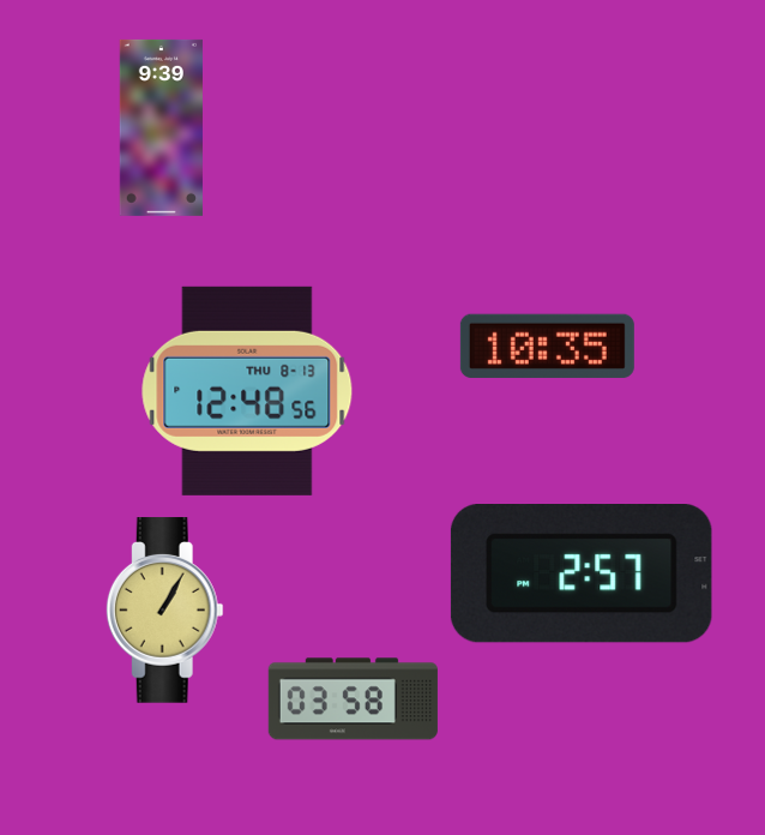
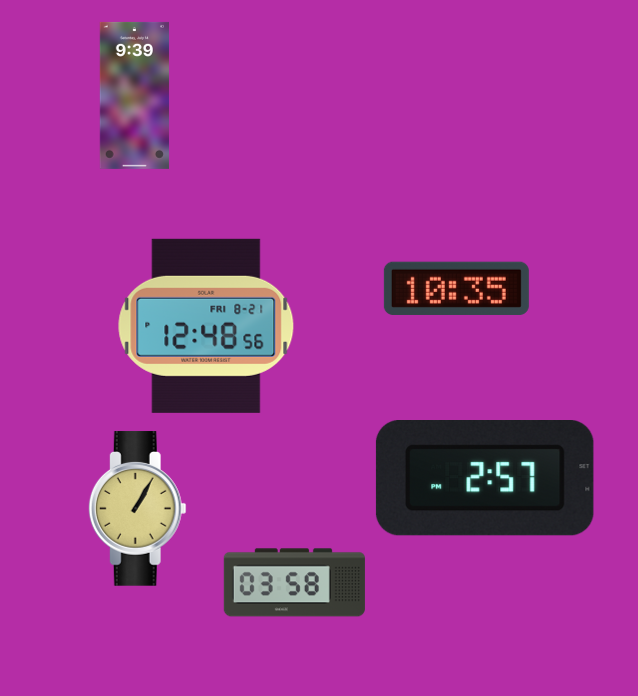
clock at (161, 127) position: (161, 127) -> (134, 95)
clock at (247, 391) date: THU 8-13 -> FRI 8-21
